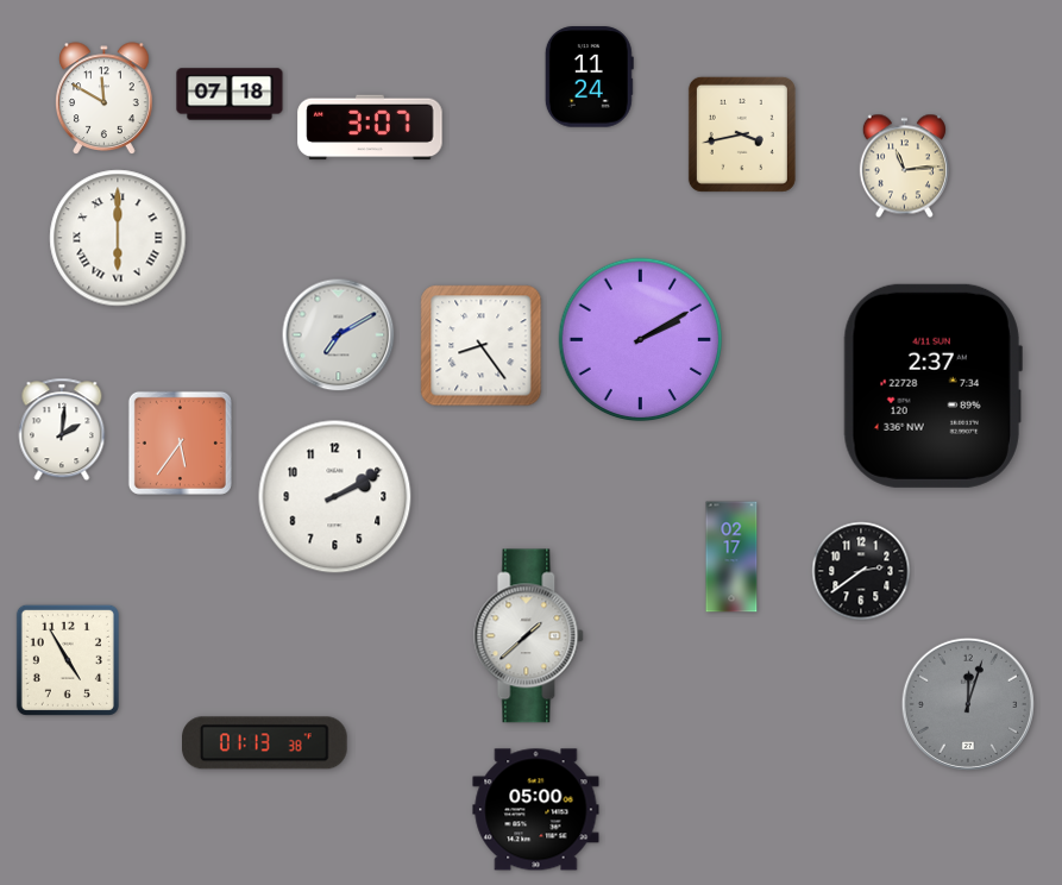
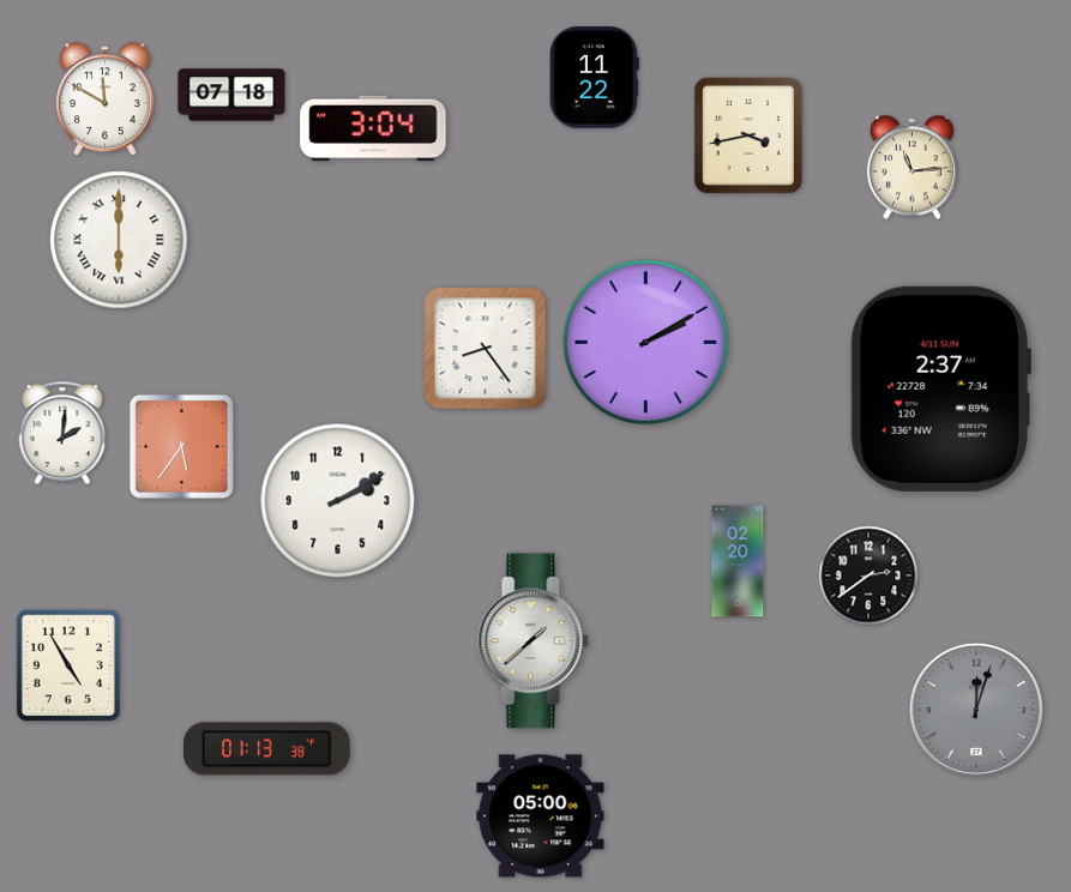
clock at (589, 77): 11:24 -> 11:22
clock at (370, 127): 3:07 -> 3:04
clock at (339, 335): 7:10 -> none
clock at (731, 557): 02:17 -> 02:20
